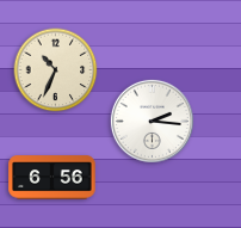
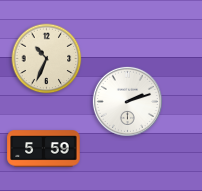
clock at (152, 121): 2:16 -> 2:12
clock at (52, 178): 6:56 -> 5:59
